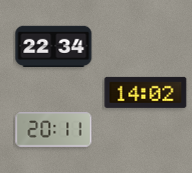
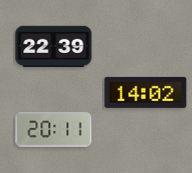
clock at (54, 46): 22:34 -> 22:39
